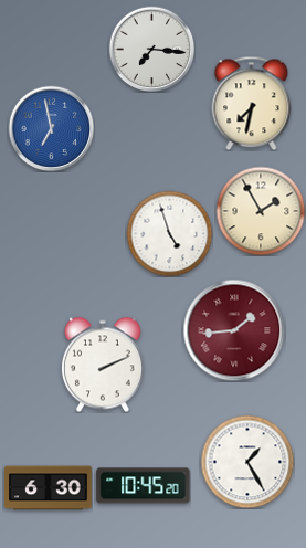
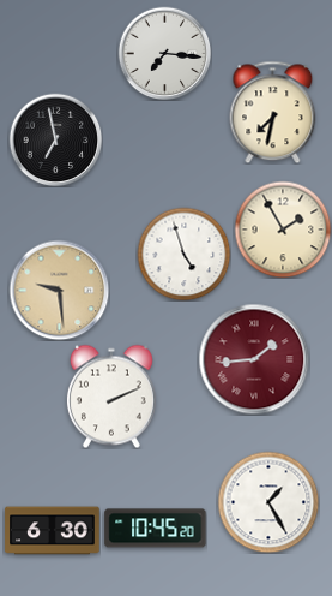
clock at (51, 128) dial: blue -> black
clock at (59, 290): none -> 9:29
